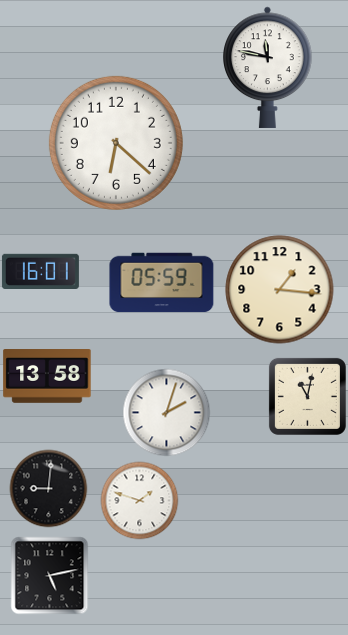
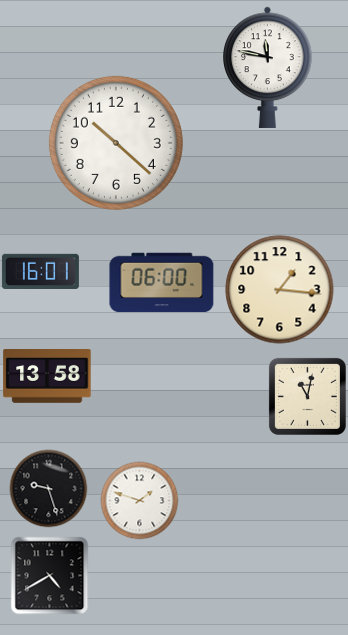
clock at (116, 143): 6:22 -> 10:22
clock at (162, 283): 05:59 -> 06:00
clock at (166, 412): 2:03 -> none
clock at (48, 488): 9:01 -> 9:27
clock at (49, 575): 5:13 -> 4:40
